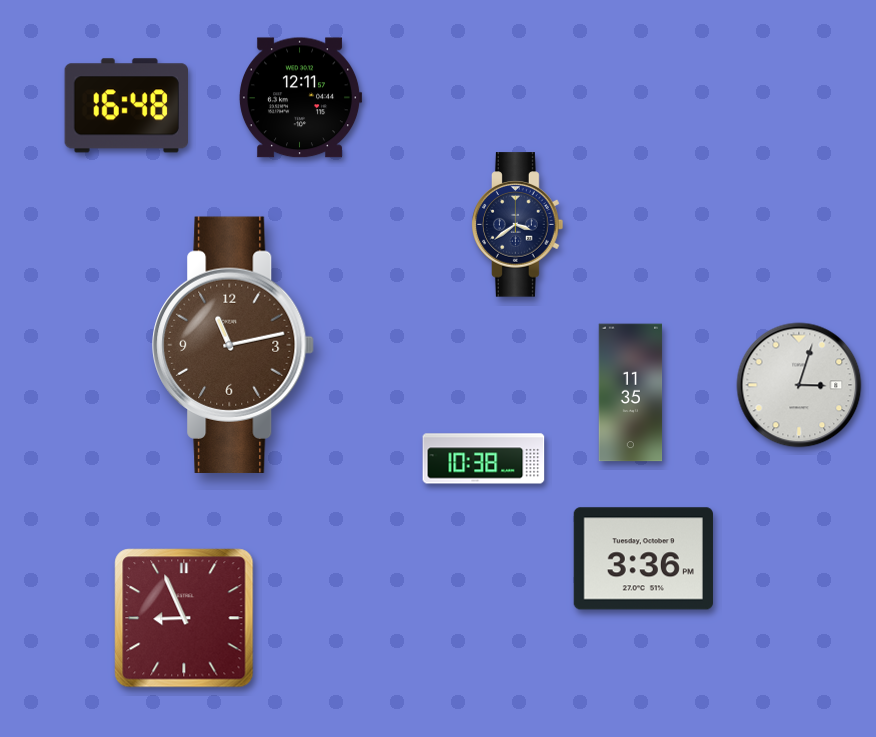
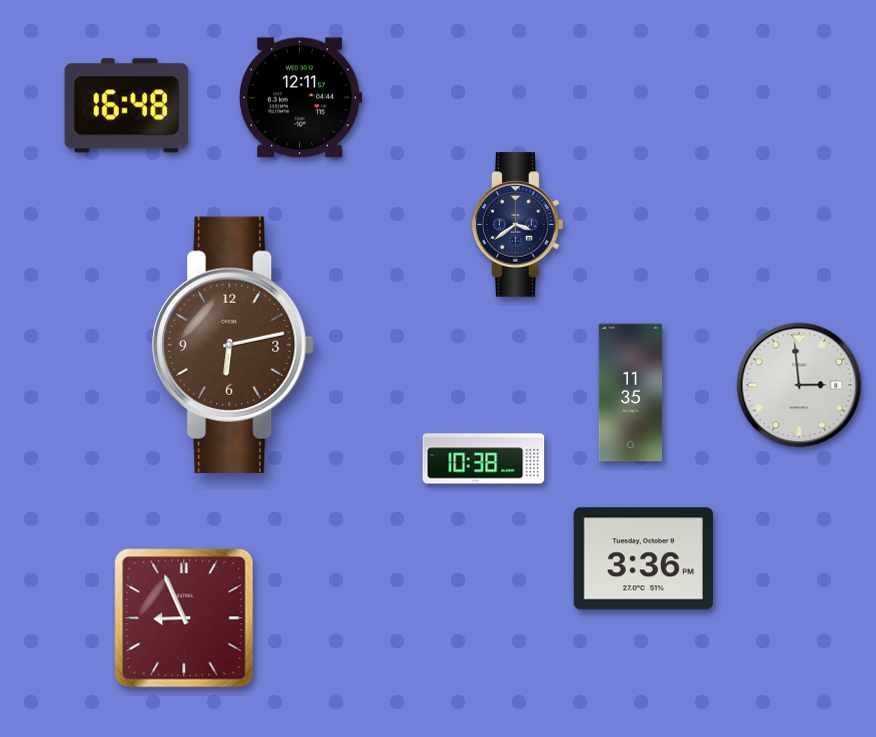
clock at (233, 345): 11:13 -> 6:13
clock at (799, 385): 3:03 -> 2:59
